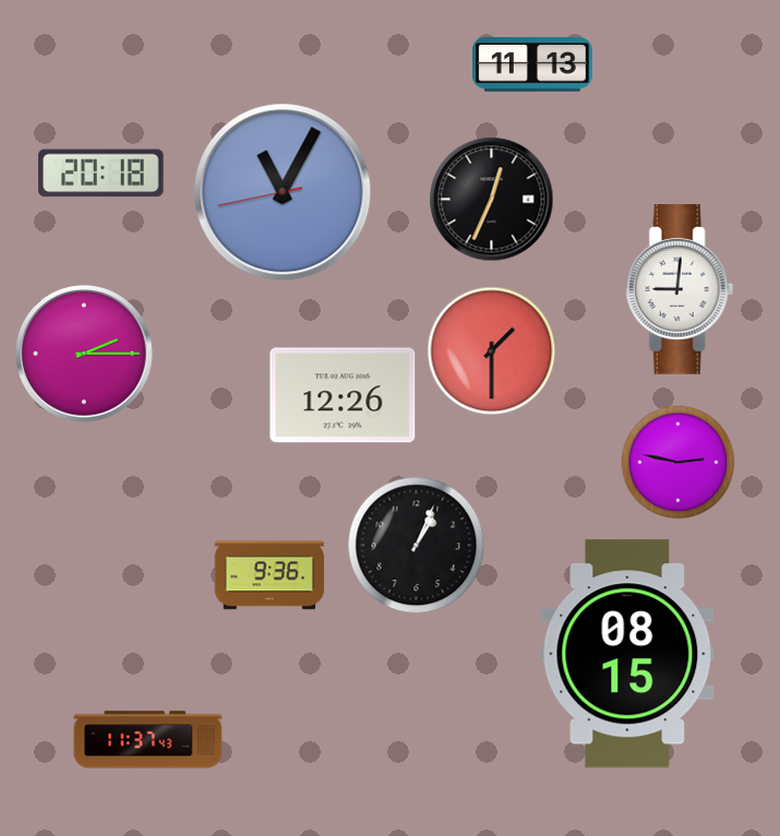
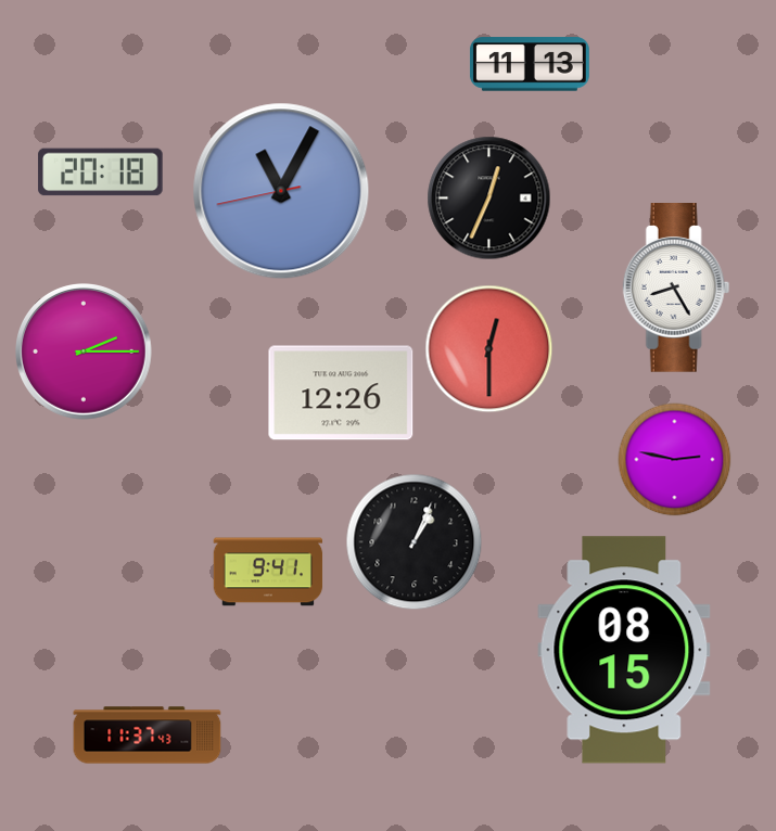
clock at (680, 290): 9:01 -> 8:25
clock at (492, 351): 1:30 -> 12:30
clock at (269, 575): 9:36 -> 9:41
